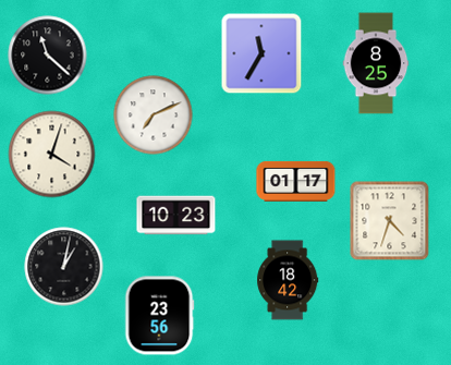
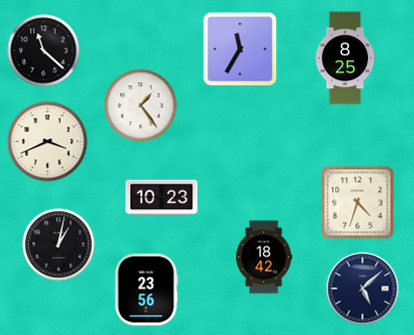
clock at (154, 115): 7:11 -> 1:24
clock at (52, 155): 4:03 -> 3:41
clock at (296, 181): 01:17 -> none
clock at (363, 289): none -> 5:08
